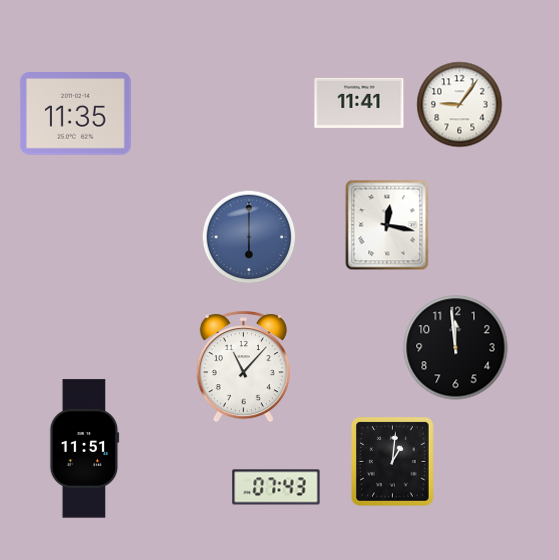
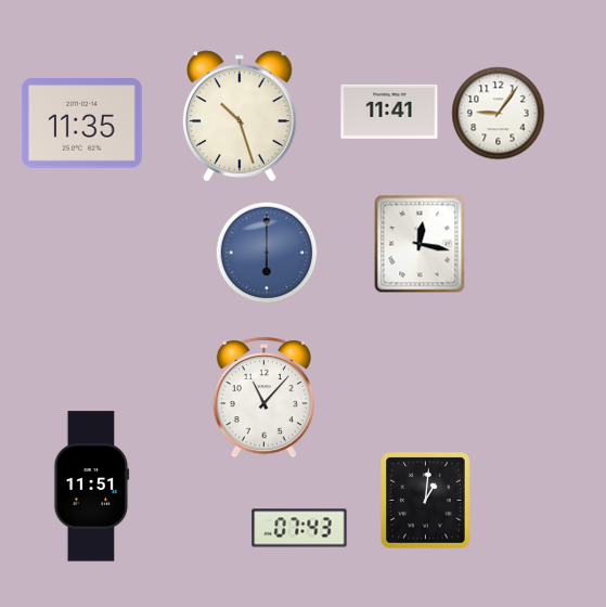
clock at (241, 116): none -> 10:27
clock at (249, 237) position: (249, 237) -> (267, 253)
clock at (456, 348): 11:59 -> none
